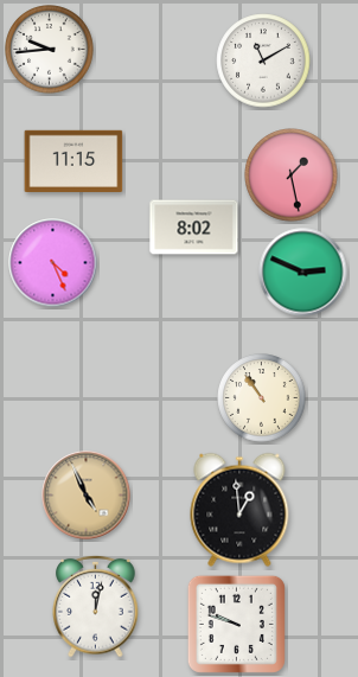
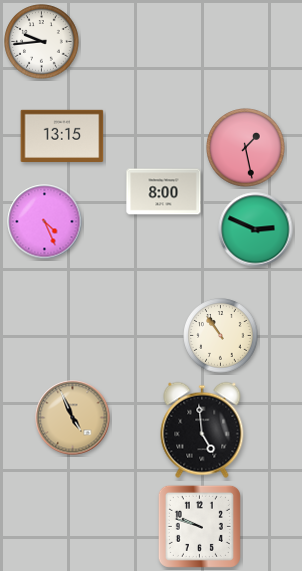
clock at (263, 60): 11:10 -> none
clock at (73, 160): 11:15 -> 13:15
clock at (194, 228): 8:02 -> 8:00
clock at (239, 510): 12:59 -> 4:59
clock at (96, 606): 12:02 -> none
